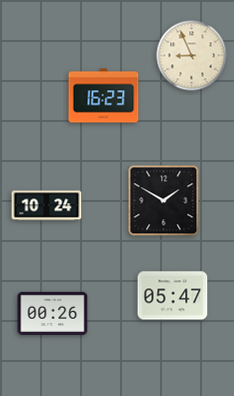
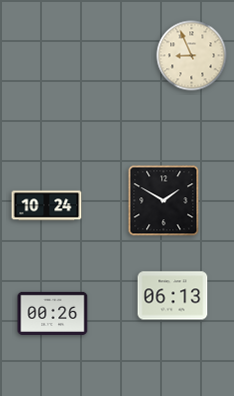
clock at (104, 96): 16:23 -> none
clock at (173, 296): 05:47 -> 06:13
